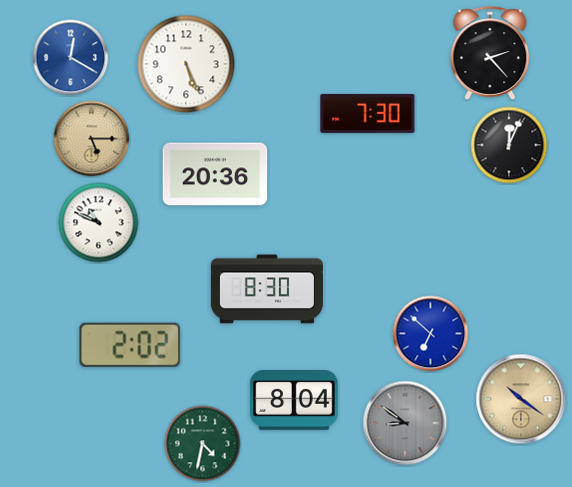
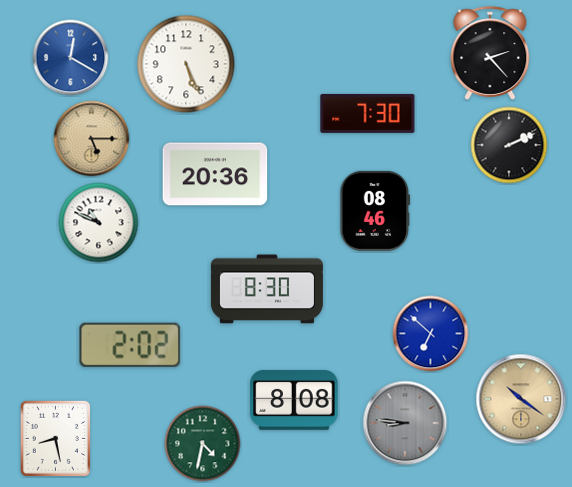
clock at (509, 145): 12:04 -> 2:11
clock at (375, 211): none -> 08:46
clock at (294, 400): 8:04 -> 8:08
clock at (405, 423): 8:51 -> 8:46
clock at (55, 438): none -> 8:28
